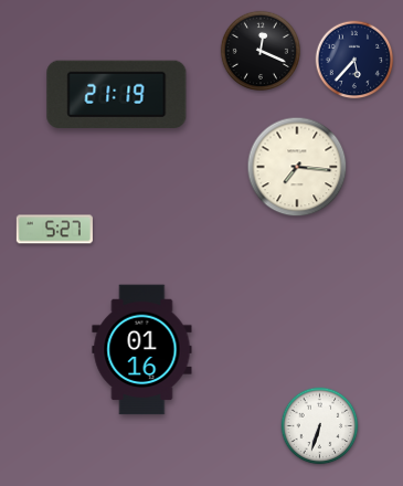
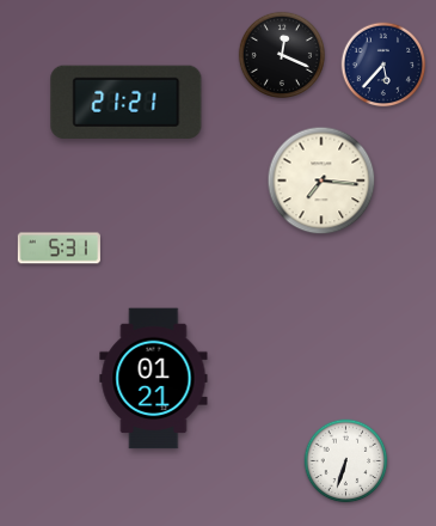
clock at (117, 94): 21:19 -> 21:21
clock at (54, 230): 5:27 -> 5:31
clock at (142, 350): 01:16 -> 01:21
